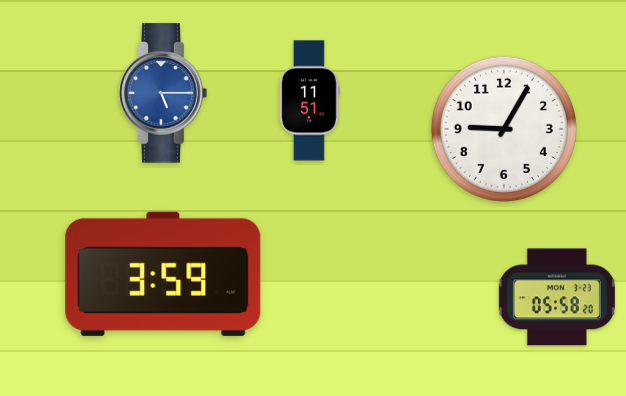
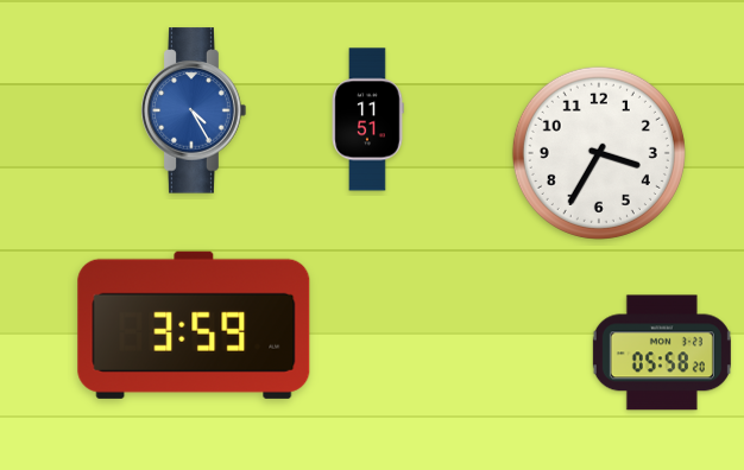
clock at (163, 93): 5:15 -> 4:25
clock at (504, 129): 9:05 -> 3:35
